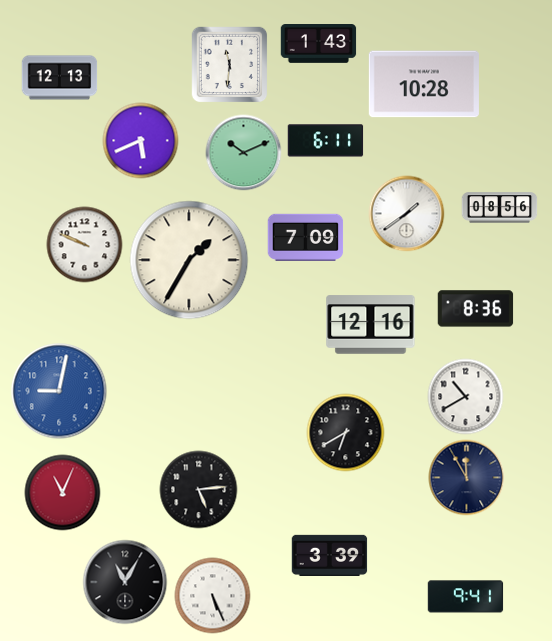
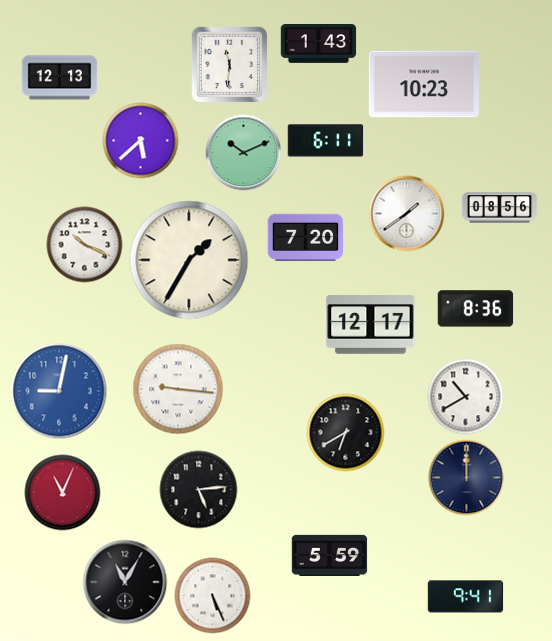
clock at (424, 84): 10:28 -> 10:23
clock at (141, 141): 5:41 -> 5:38
clock at (306, 237): 7:09 -> 7:20
clock at (85, 245): 9:49 -> 10:19
clock at (371, 325): 12:16 -> 12:17
clock at (178, 389): none -> 9:16
clock at (467, 478): 11:55 -> 12:00
clock at (330, 555): 3:39 -> 5:59
